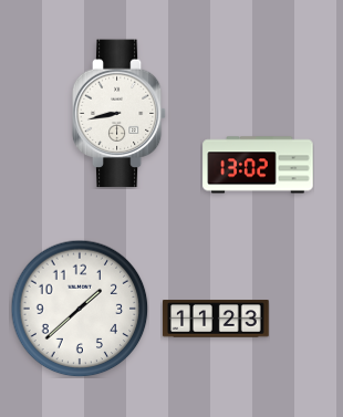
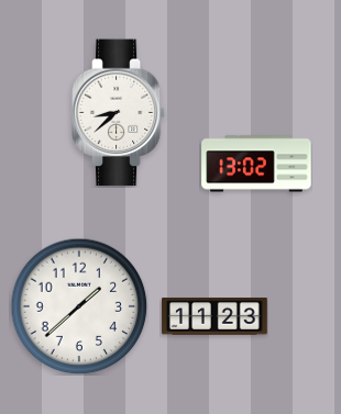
clock at (119, 114): 8:43 -> 8:38
